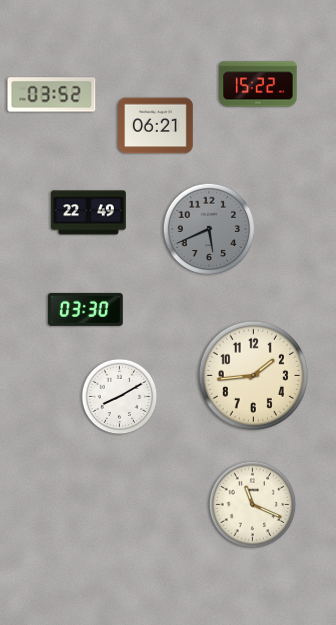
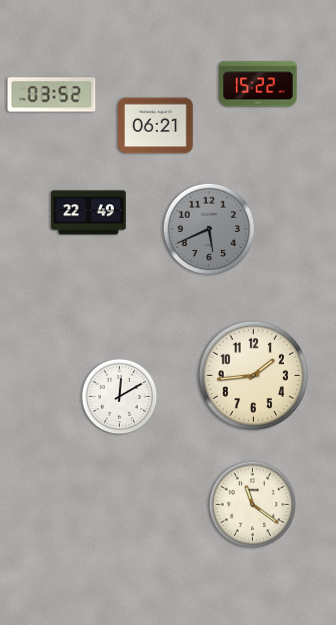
clock at (86, 309): 03:30 -> none
clock at (120, 397): 8:10 -> 12:10
clock at (253, 505): 11:19 -> 11:21
